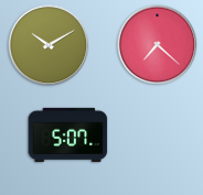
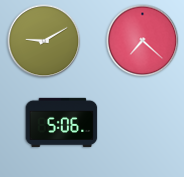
clock at (49, 45): 10:10 -> 9:10
clock at (68, 134): 5:07 -> 5:06
